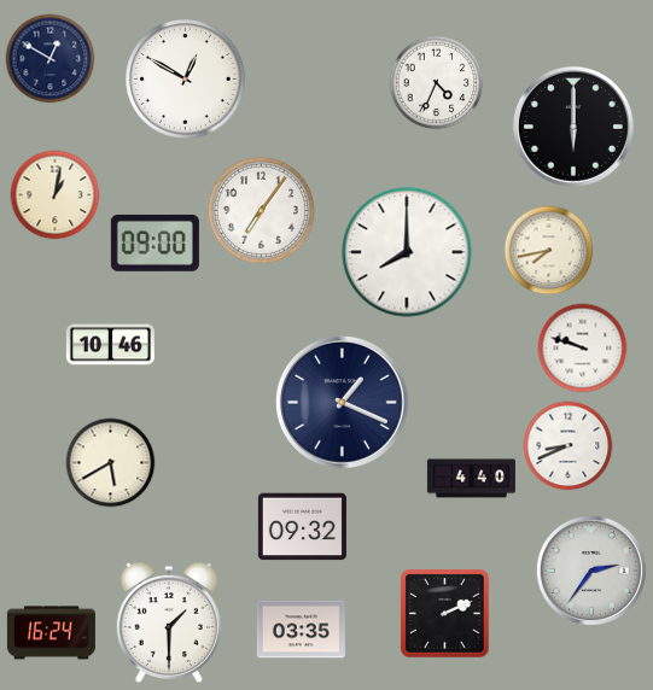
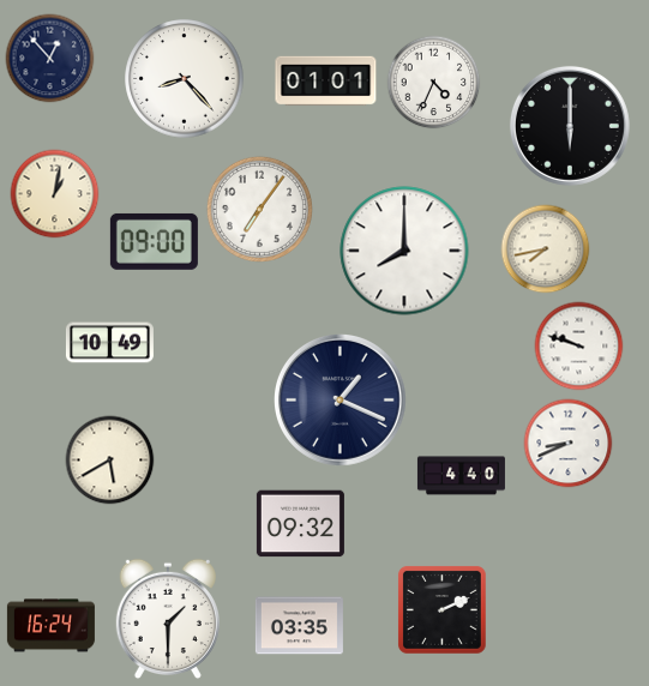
clock at (51, 59): 12:50 -> 12:53
clock at (186, 80): 12:50 -> 8:23
clock at (326, 82): none -> 01:01
clock at (110, 345): 10:46 -> 10:49
clock at (569, 446) position: (569, 446) -> (569, 444)
clock at (471, 479) position: (471, 479) -> (461, 476)
clock at (591, 571): 2:36 -> none
clock at (51, 633) position: (51, 633) -> (50, 626)
